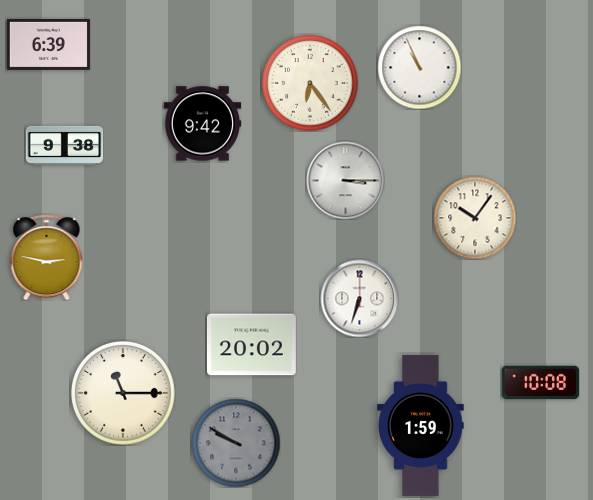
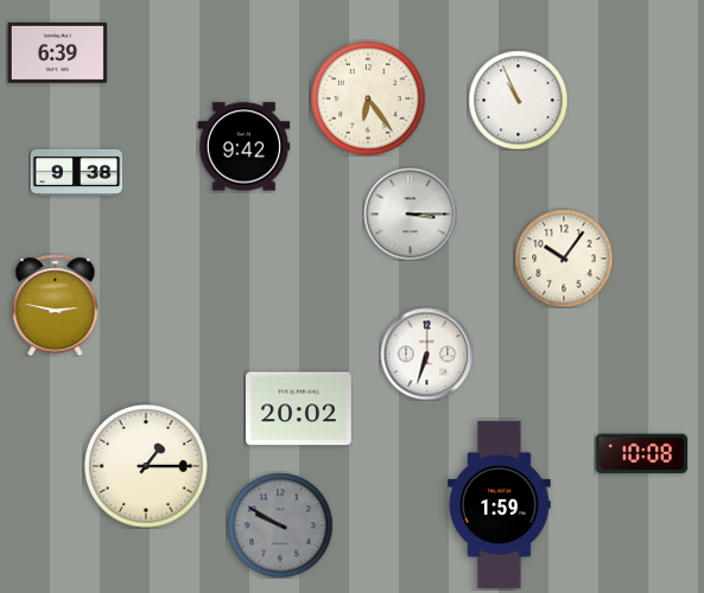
clock at (419, 67) position: (419, 67) -> (518, 100)
clock at (202, 124) position: (202, 124) -> (243, 147)
clock at (124, 394): 11:15 -> 1:15
